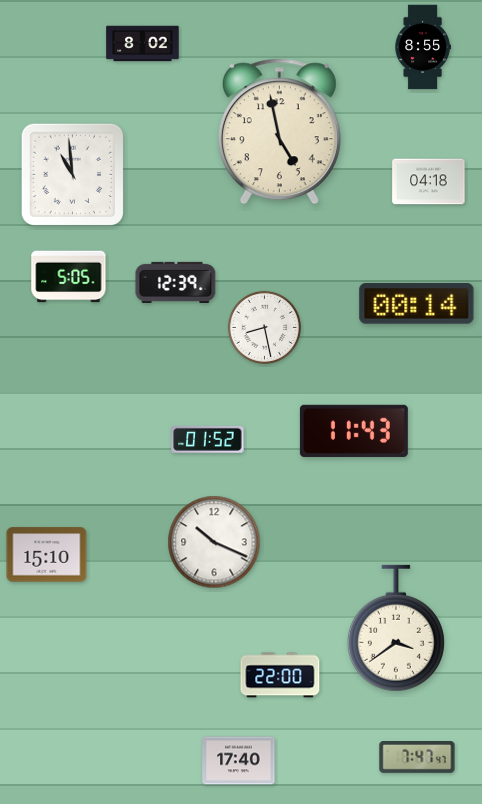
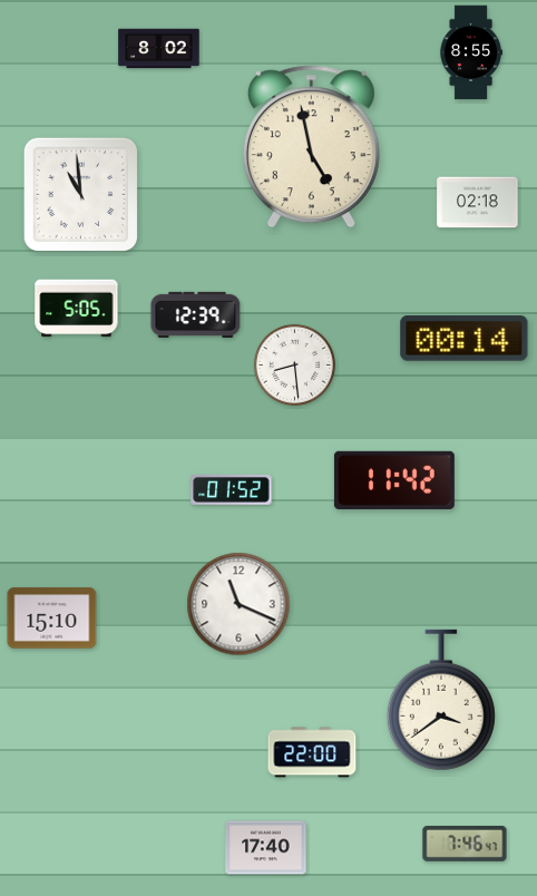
clock at (429, 182): 04:18 -> 02:18
clock at (264, 327): 8:28 -> 8:29
clock at (354, 431): 11:43 -> 11:42
clock at (214, 542): 10:19 -> 11:19
clock at (417, 758): 7:47 -> 7:46
